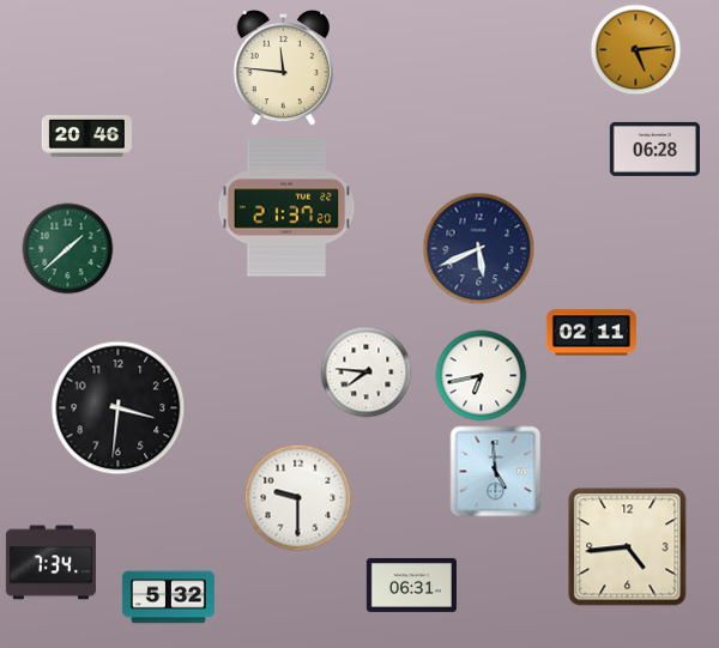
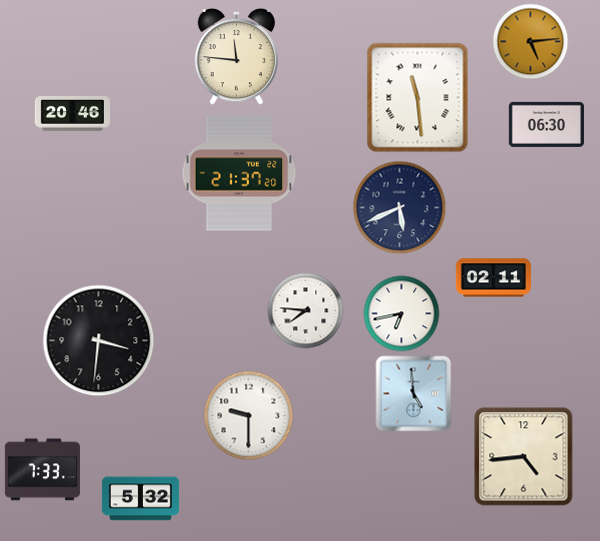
clock at (418, 98): none -> 11:29
clock at (654, 149): 06:28 -> 06:30
clock at (68, 249): 1:38 -> none
clock at (50, 563): 7:34 -> 7:33
clock at (411, 585): 06:31 -> none
